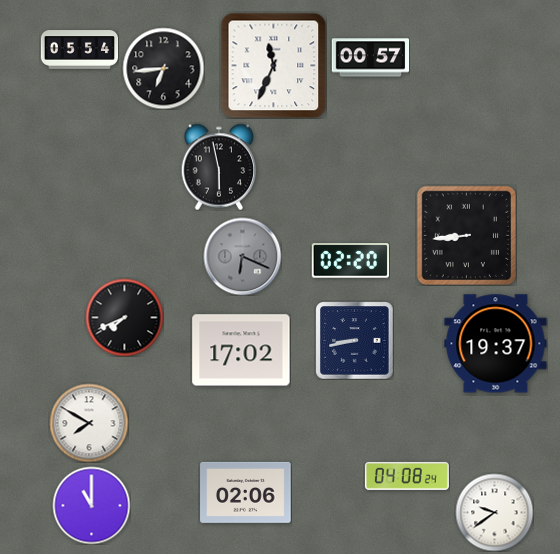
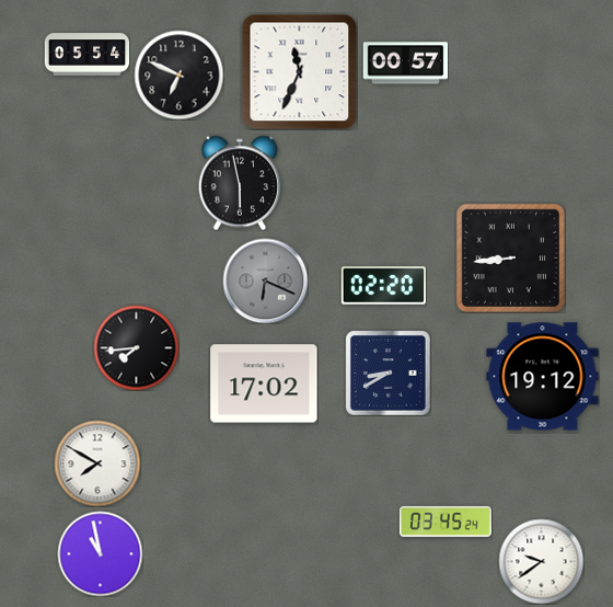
clock at (163, 68): 6:44 -> 6:49
clock at (124, 317): 7:41 -> 7:44
clock at (354, 340): 8:43 -> 8:40
clock at (496, 344): 19:37 -> 19:12
clock at (407, 476): 04:08 -> 03:45
clock at (246, 492): 02:06 -> none
clock at (91, 505): 11:00 -> 10:58
